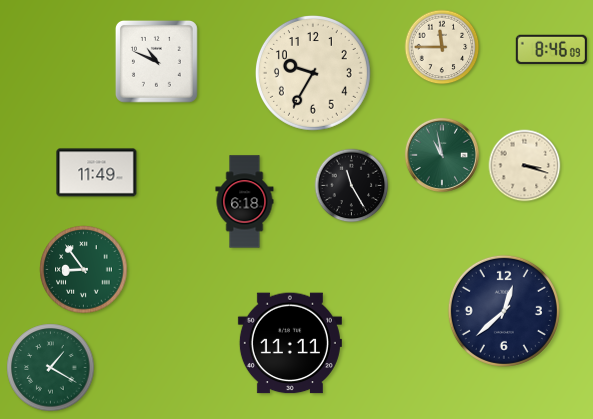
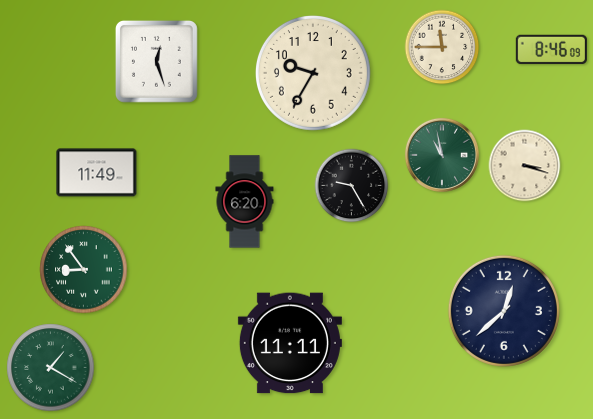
clock at (156, 61): 10:49 -> 12:27
clock at (352, 186): 11:25 -> 9:25
clock at (245, 202): 6:18 -> 6:20
